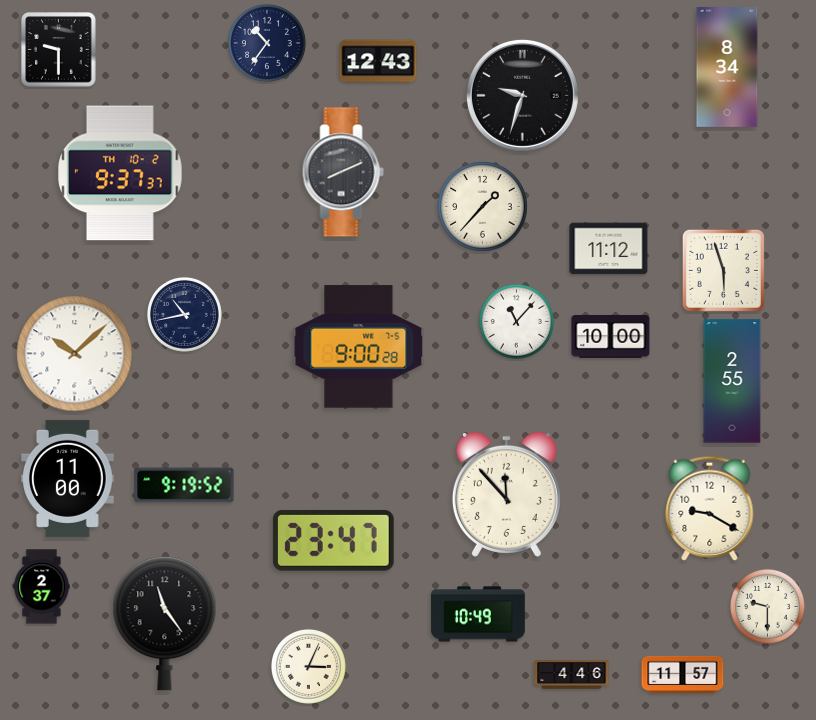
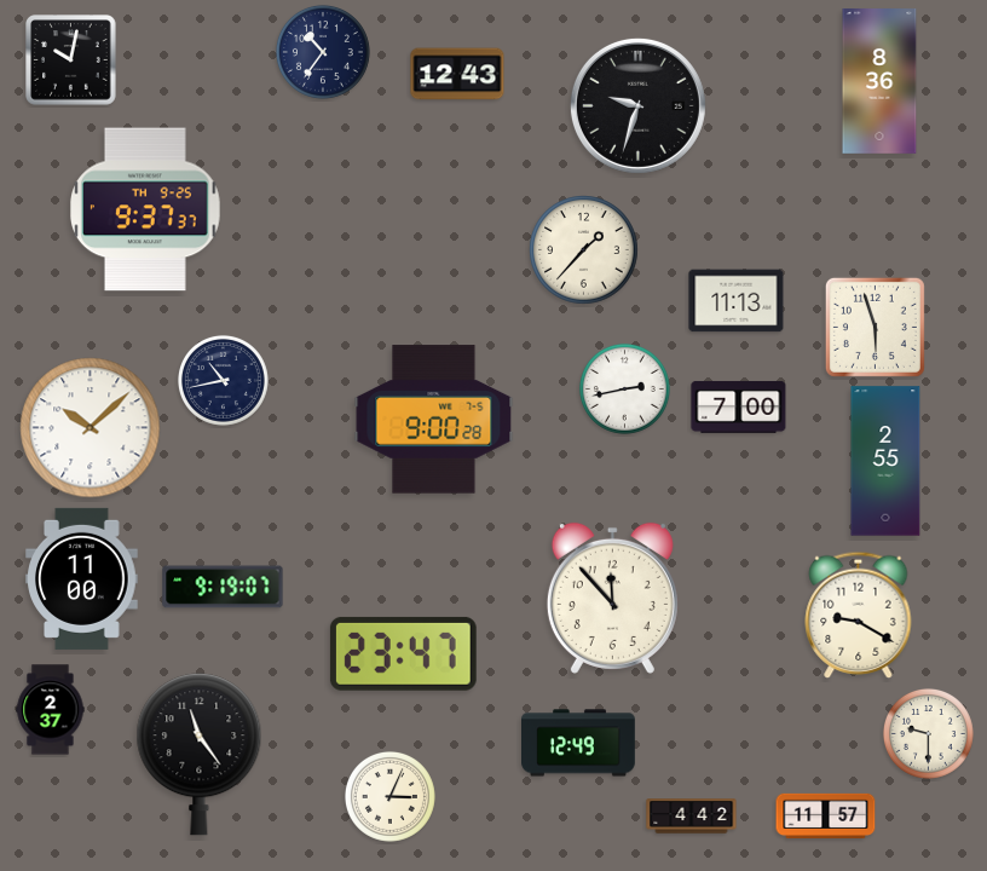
clock at (59, 50): 9:30 -> 10:02
clock at (727, 68): 8:34 -> 8:36
clock at (522, 95) position: (522, 95) -> (637, 105)
clock at (343, 172): 8:11 -> none
clock at (121, 173) date: TH 10-2 -> TH 9-25
clock at (609, 249): 11:12 -> 11:13
clock at (516, 321): 11:07 -> 2:43
clock at (611, 336): 10:00 -> 7:00
clock at (184, 485): 9:19:52 -> 9:19:07
clock at (478, 614): 10:49 -> 12:49
clock at (308, 666) position: (308, 666) -> (389, 796)
clock at (572, 675): 4:46 -> 4:42
